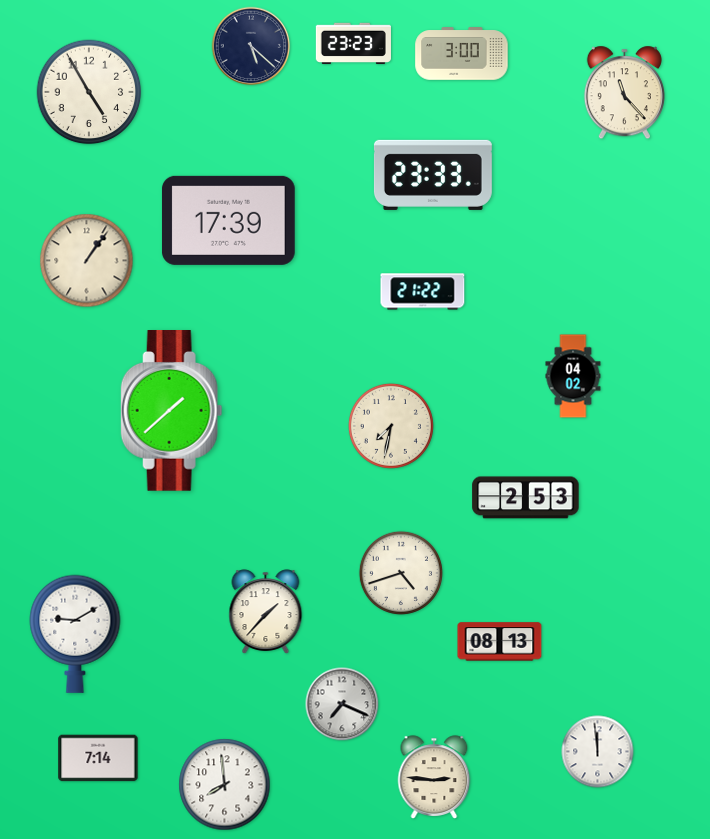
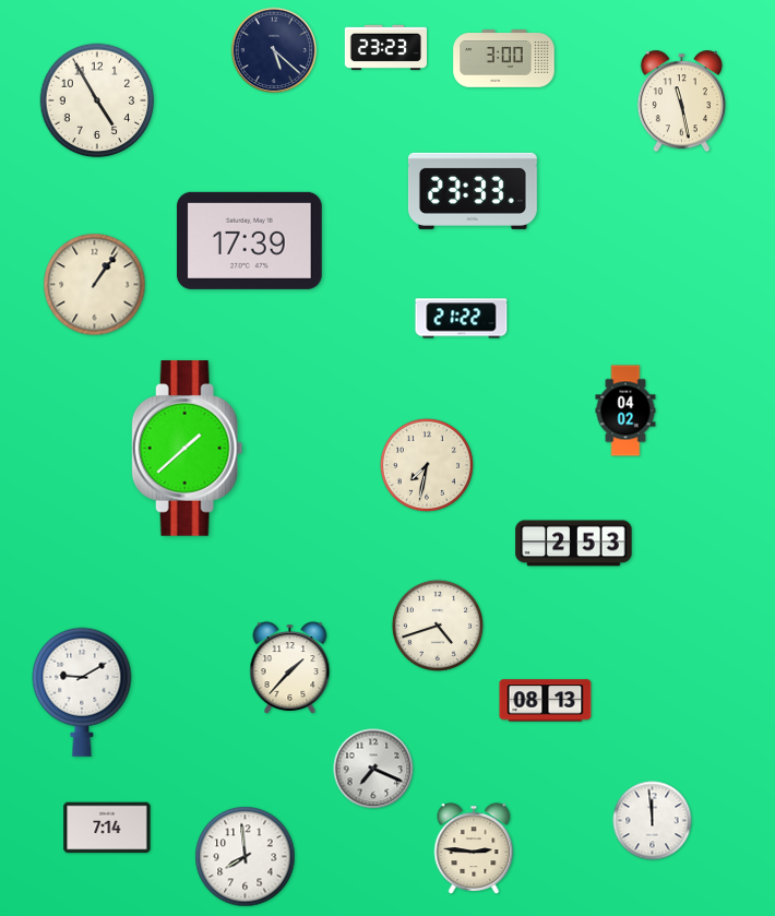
clock at (624, 93): 11:23 -> 11:28
